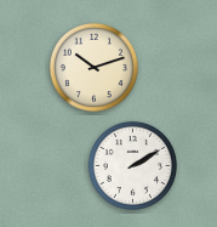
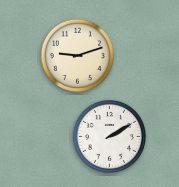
clock at (93, 67): 10:12 -> 9:12
